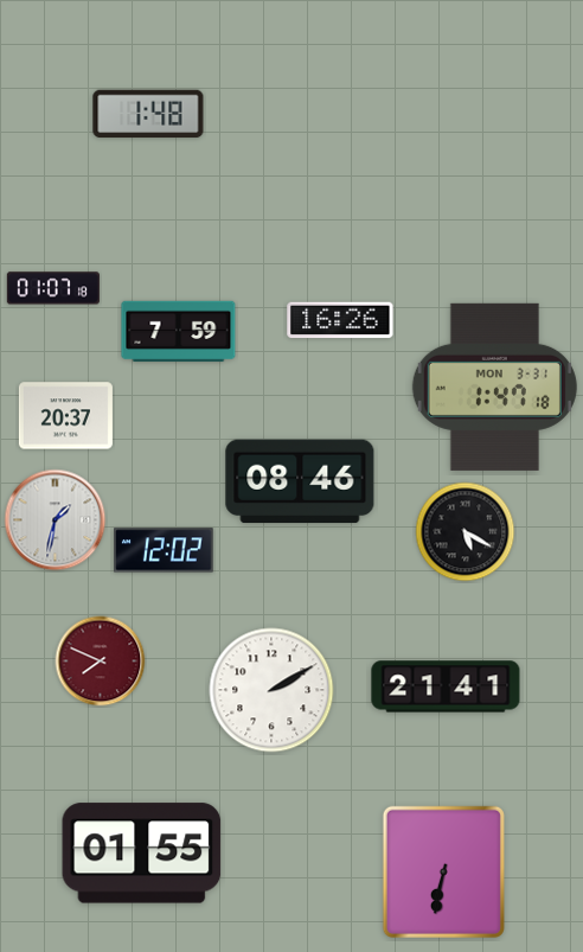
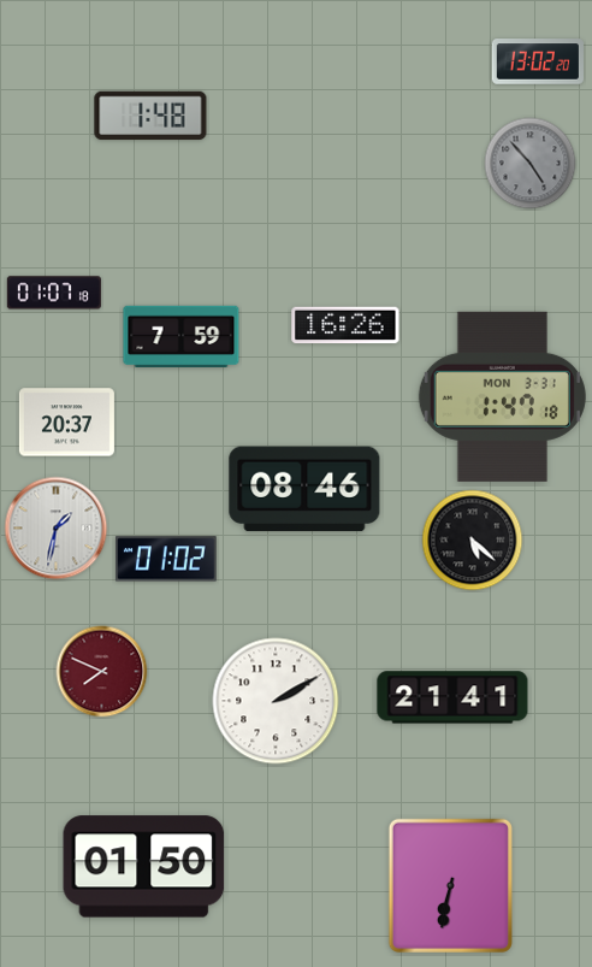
clock at (537, 63): none -> 13:02
clock at (531, 164): none -> 4:53
clock at (494, 386) position: (494, 386) -> (502, 396)
clock at (466, 532): 5:20 -> 5:22
clock at (165, 550): 12:02 -> 01:02
clock at (142, 854): 01:55 -> 01:50
